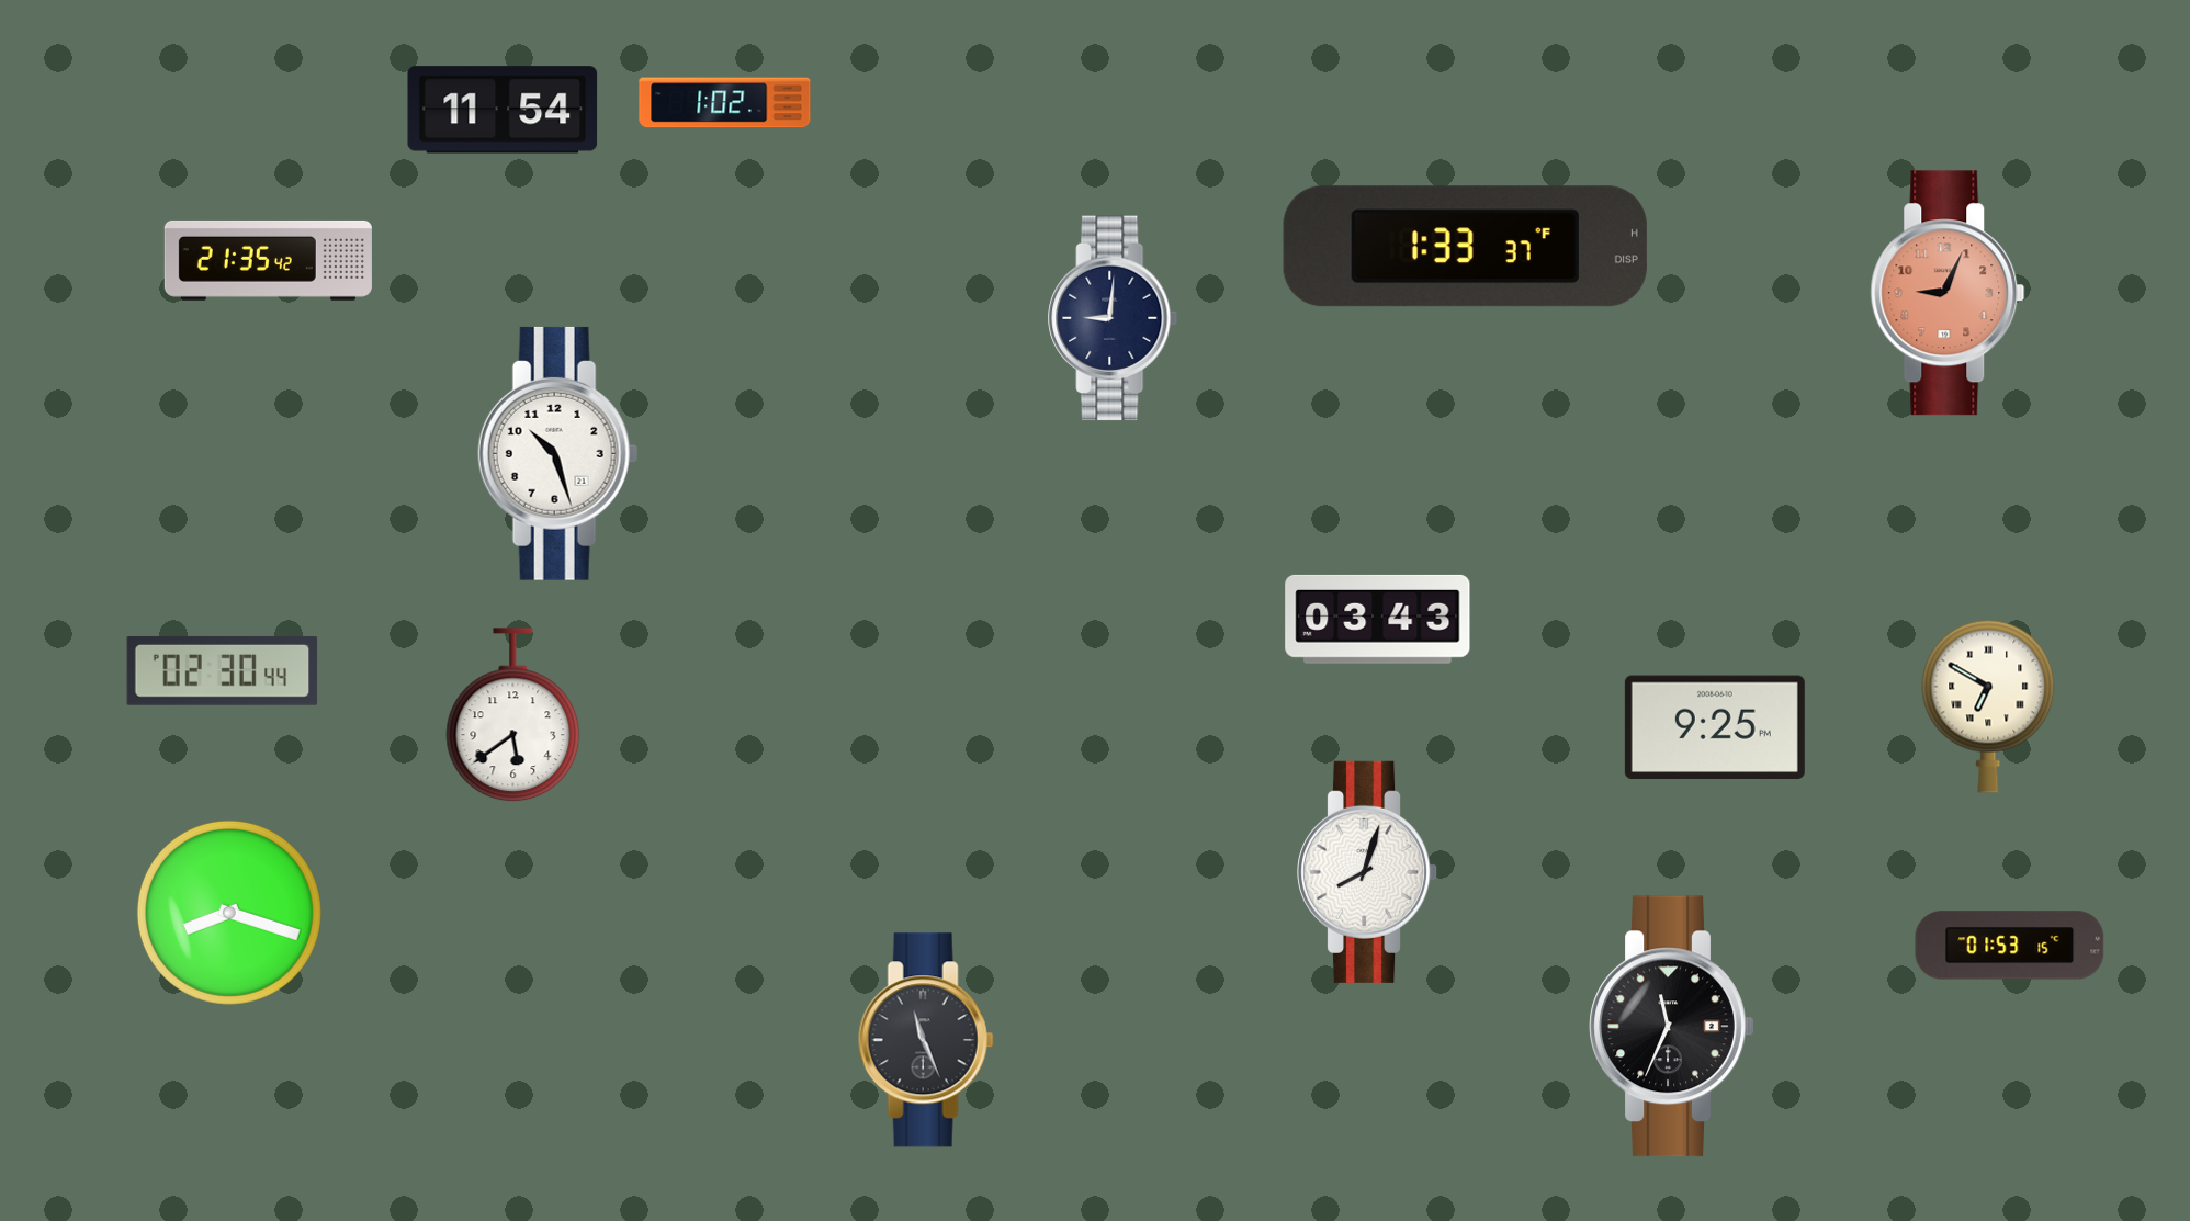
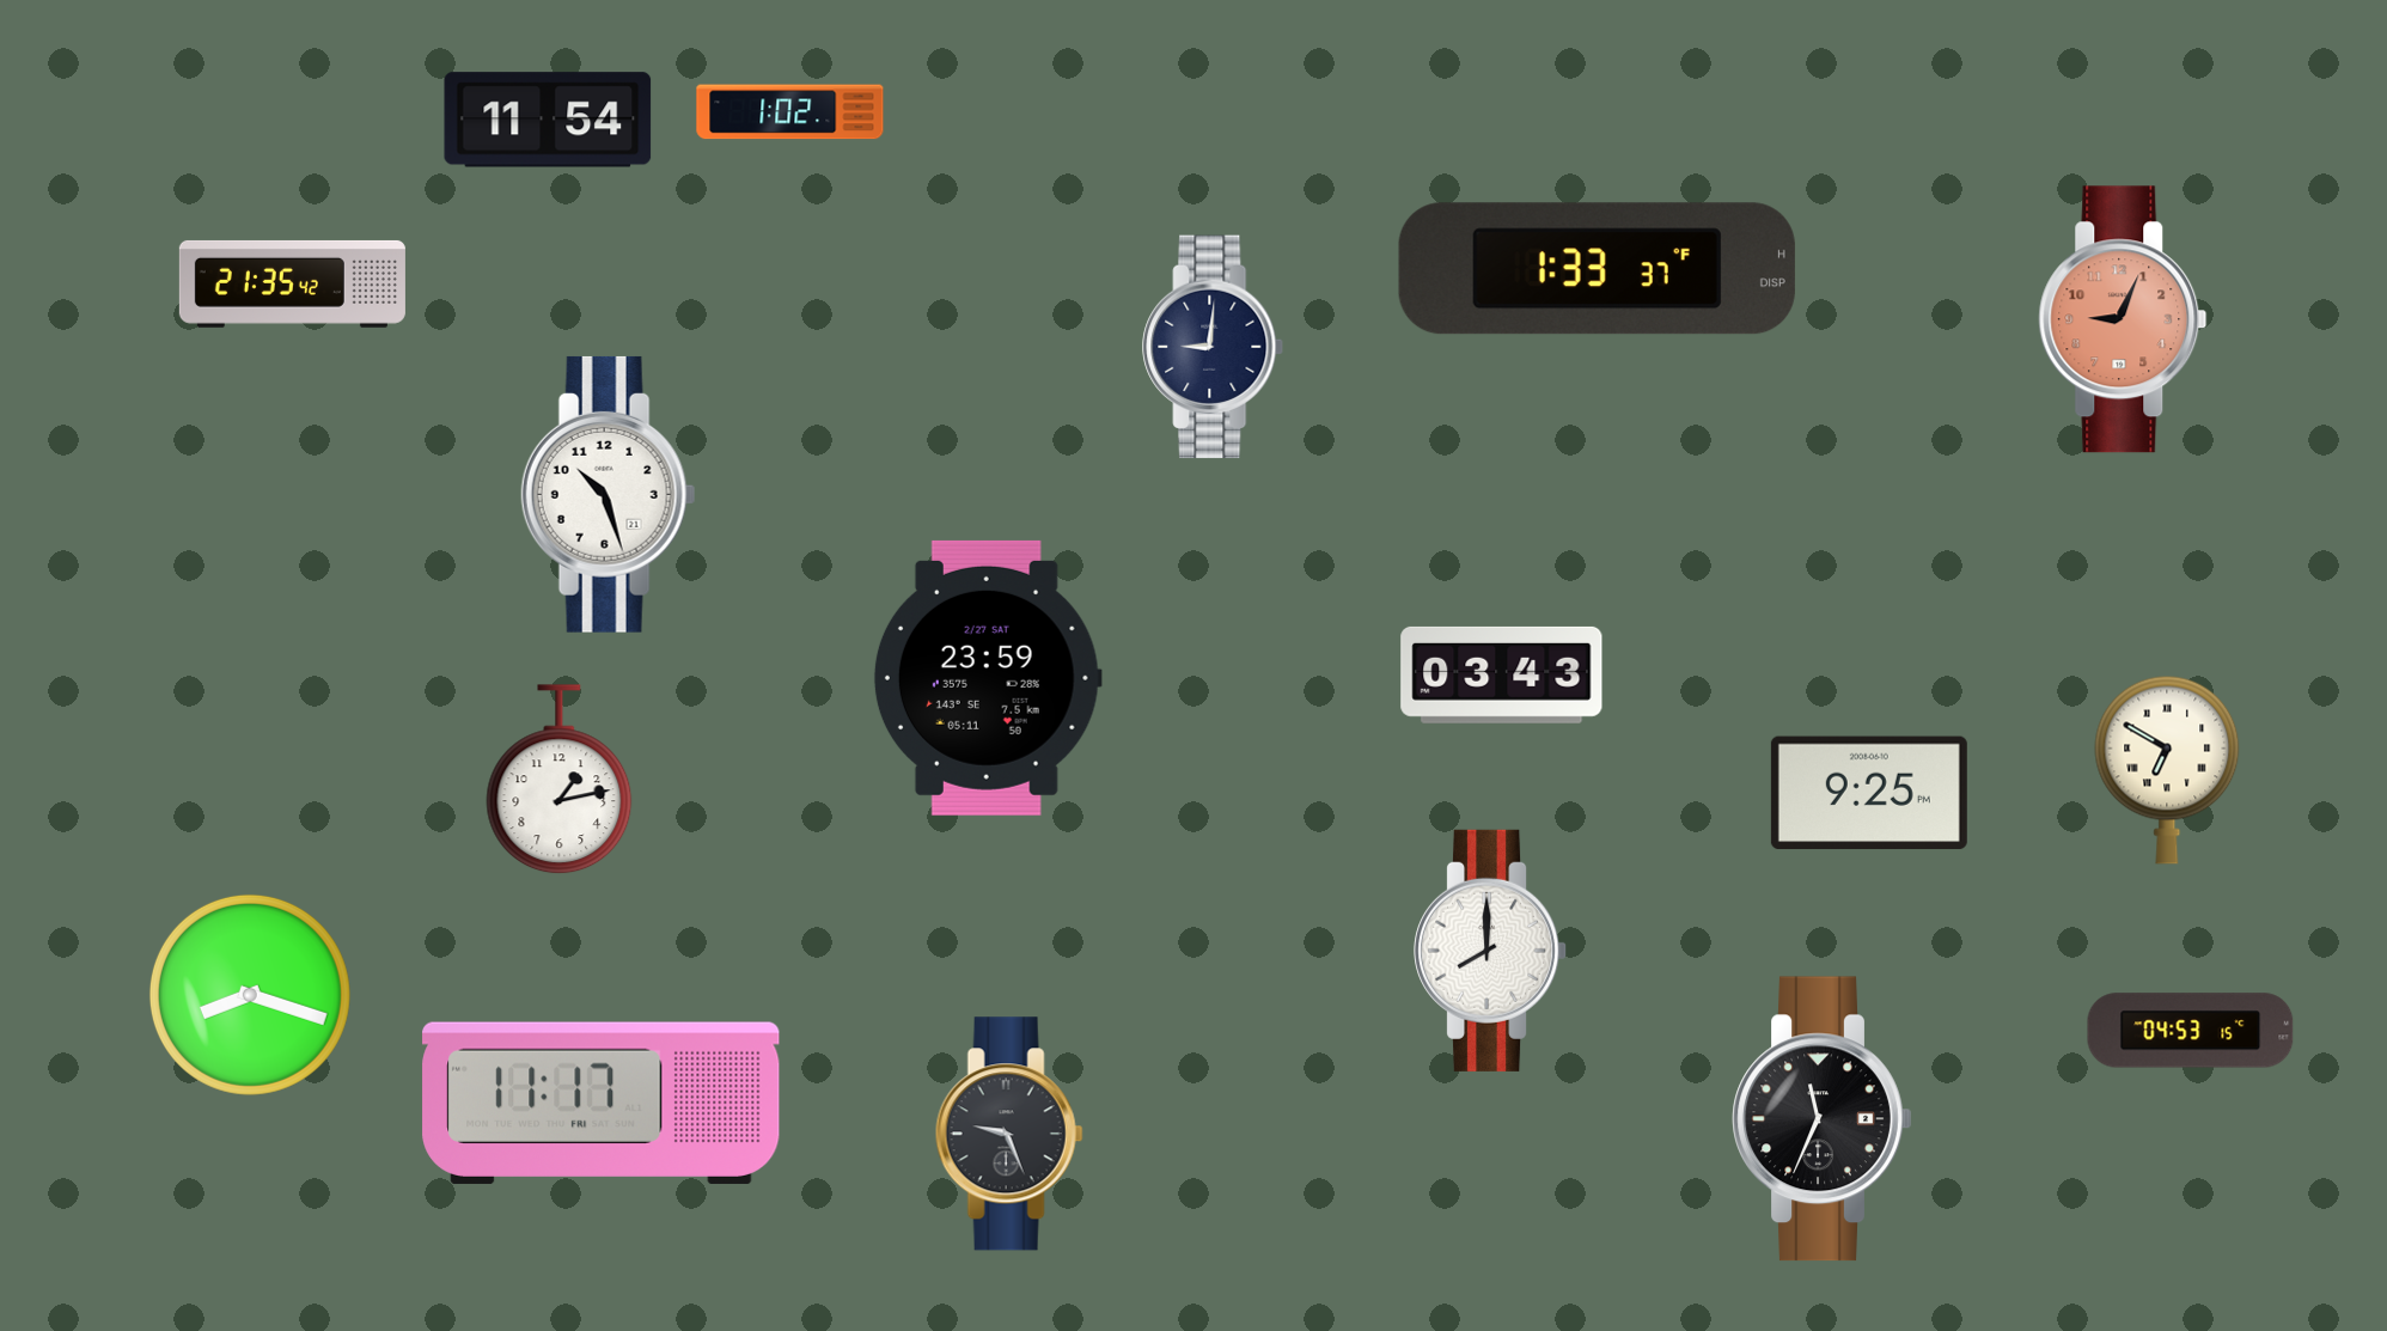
clock at (988, 678): none -> 23:59
clock at (223, 670): 02:30 -> none
clock at (513, 715): 5:39 -> 1:13
clock at (1368, 872): 8:03 -> 8:00
clock at (2010, 946): 01:53 -> 04:53
clock at (602, 1103): none -> 11:17
clock at (926, 1040): 11:26 -> 9:26
